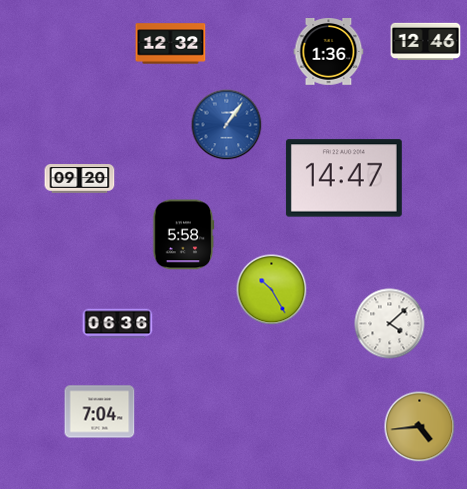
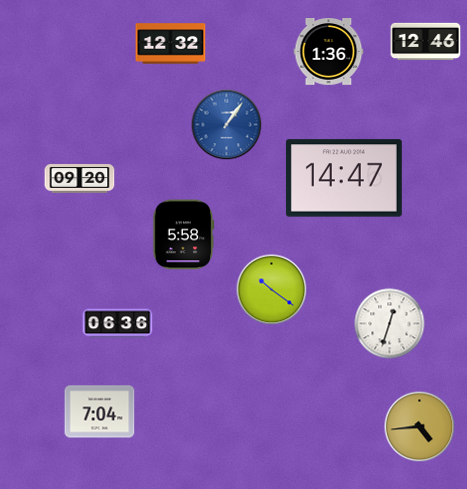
clock at (272, 290): 10:25 -> 10:21
clock at (390, 324): 4:08 -> 12:33
